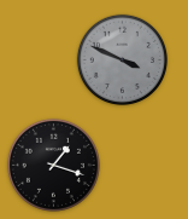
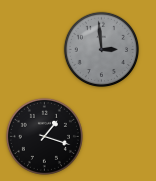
clock at (122, 59): 3:49 -> 2:59
